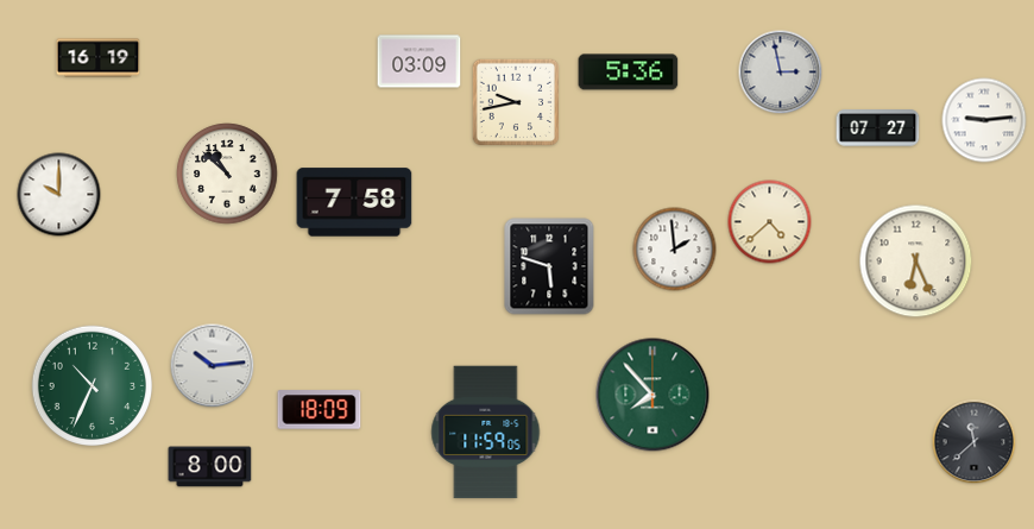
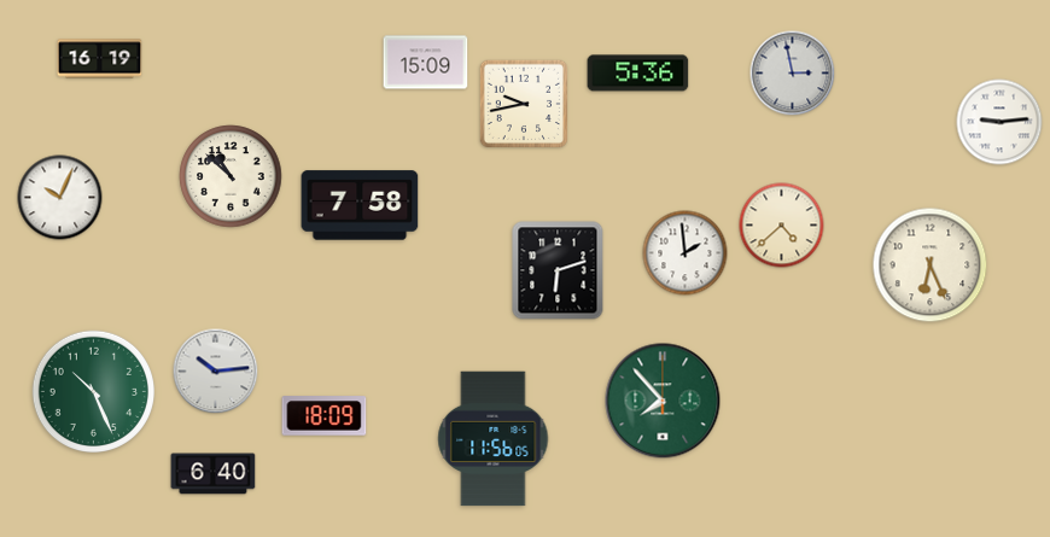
clock at (420, 62): 03:09 -> 15:09
clock at (878, 128): 07:27 -> none
clock at (59, 195): 10:00 -> 10:04
clock at (549, 266): 5:48 -> 6:12
clock at (92, 385): 10:34 -> 10:26
clock at (486, 433): 11:59 -> 11:56
clock at (975, 442): 11:38 -> none
clock at (210, 467): 8:00 -> 6:40
